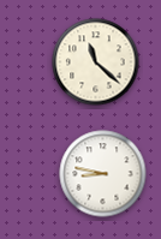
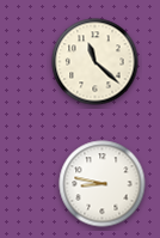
clock at (103, 174) position: (103, 174) -> (103, 184)
